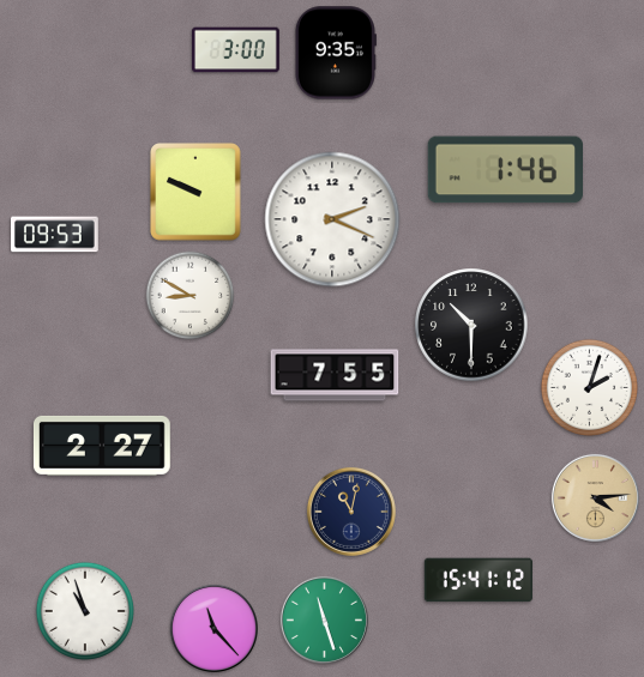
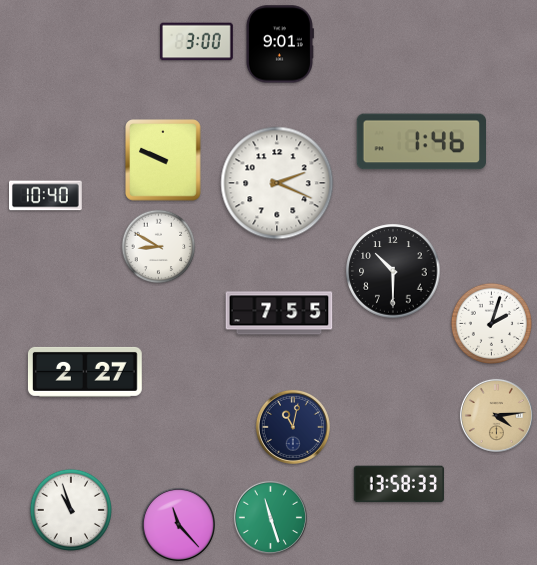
clock at (335, 53): 9:35 -> 9:01
clock at (55, 235): 09:53 -> 10:40
clock at (479, 580): 15:41 -> 13:58
